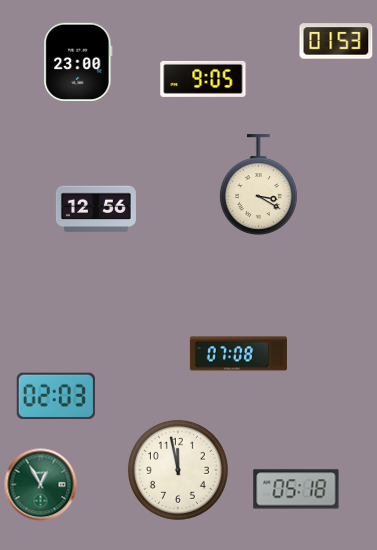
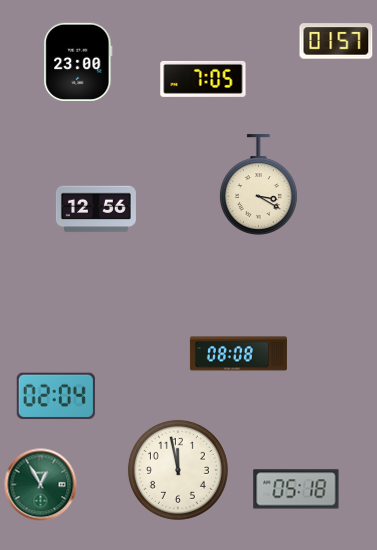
clock at (336, 41): 01:53 -> 01:57
clock at (203, 79): 9:05 -> 7:05
clock at (238, 354): 07:08 -> 08:08
clock at (56, 395): 02:03 -> 02:04
